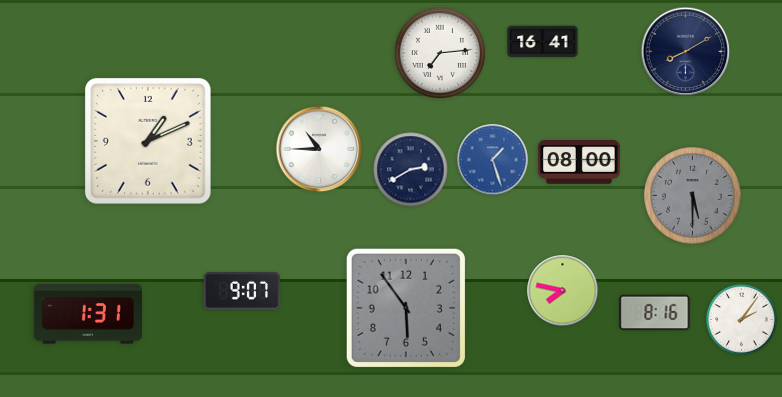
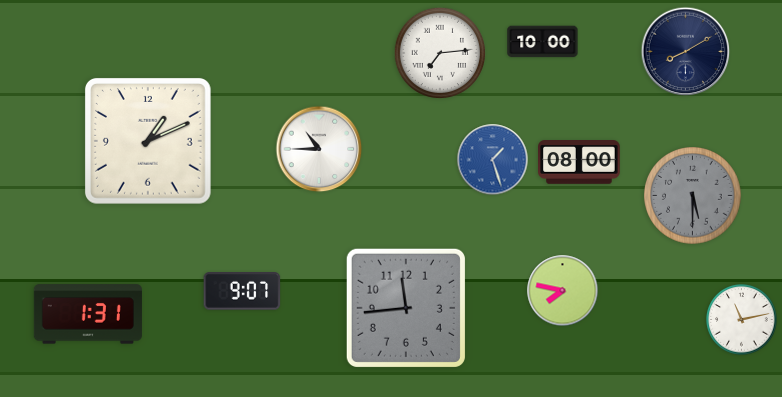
clock at (543, 42): 16:41 -> 10:00
clock at (411, 170): 2:40 -> none
clock at (406, 308): 5:54 -> 11:44
clock at (655, 313): 8:16 -> none
clock at (742, 320): 2:06 -> 11:13
